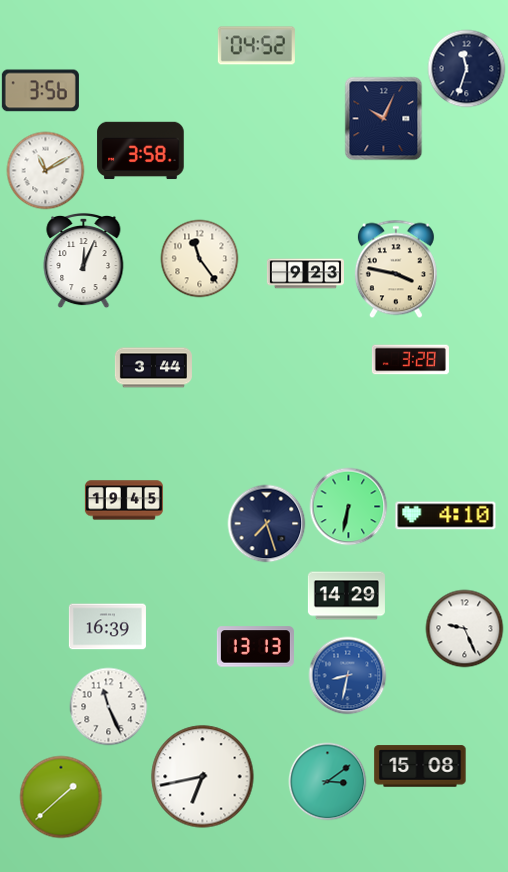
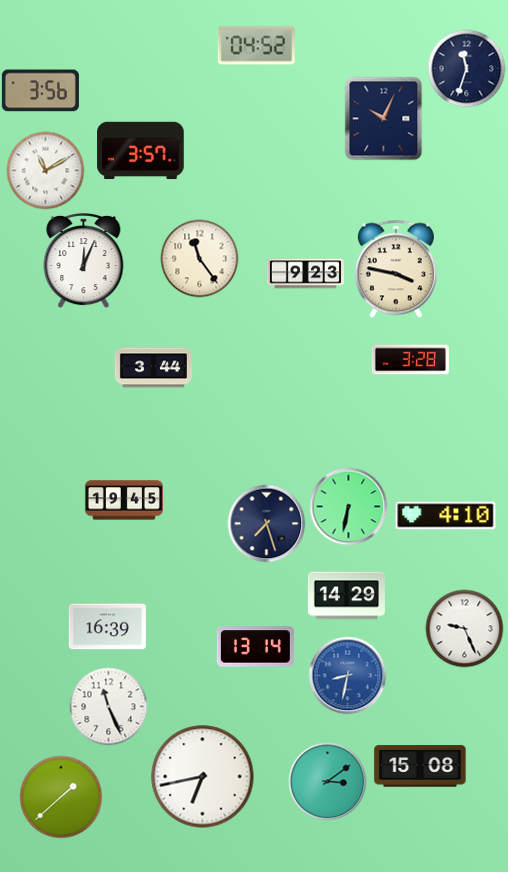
clock at (141, 151): 3:58 -> 3:57
clock at (255, 647): 13:13 -> 13:14
